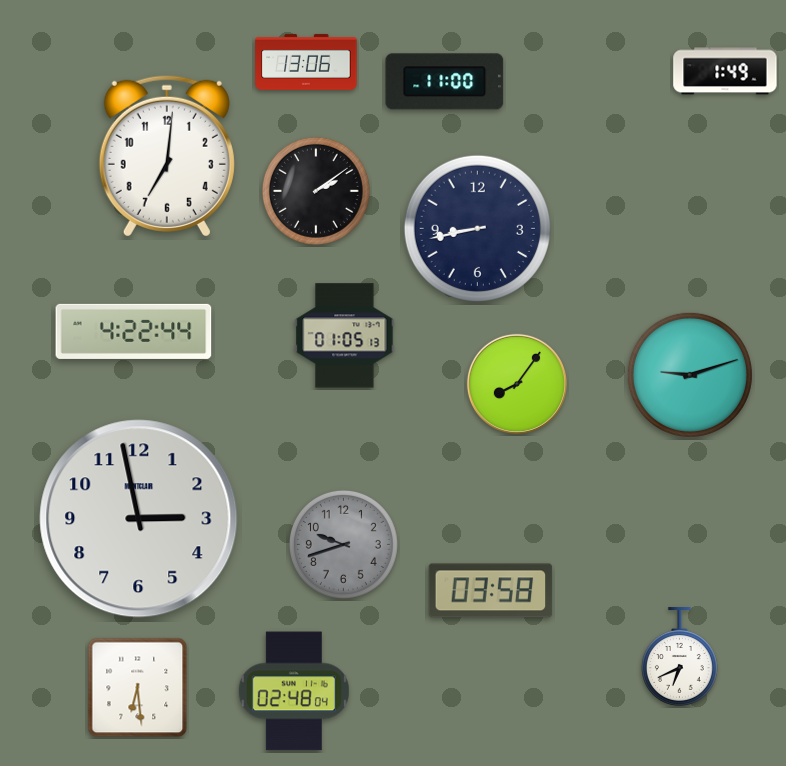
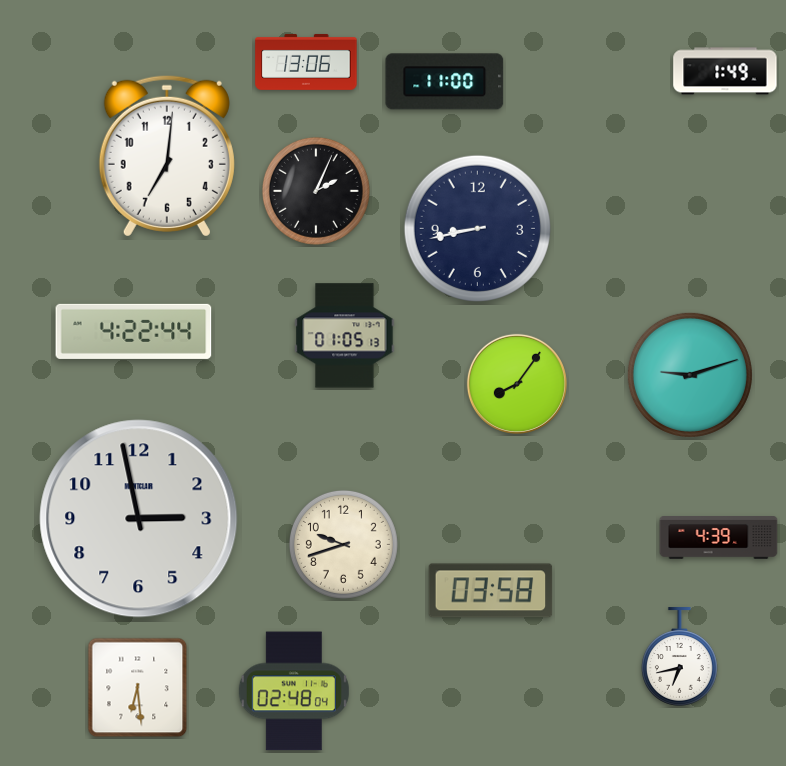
clock at (316, 191): 2:09 -> 2:04
clock at (719, 538): none -> 4:39
clock at (343, 544) dial: grey -> cream
clock at (679, 657): 6:41 -> 6:43
